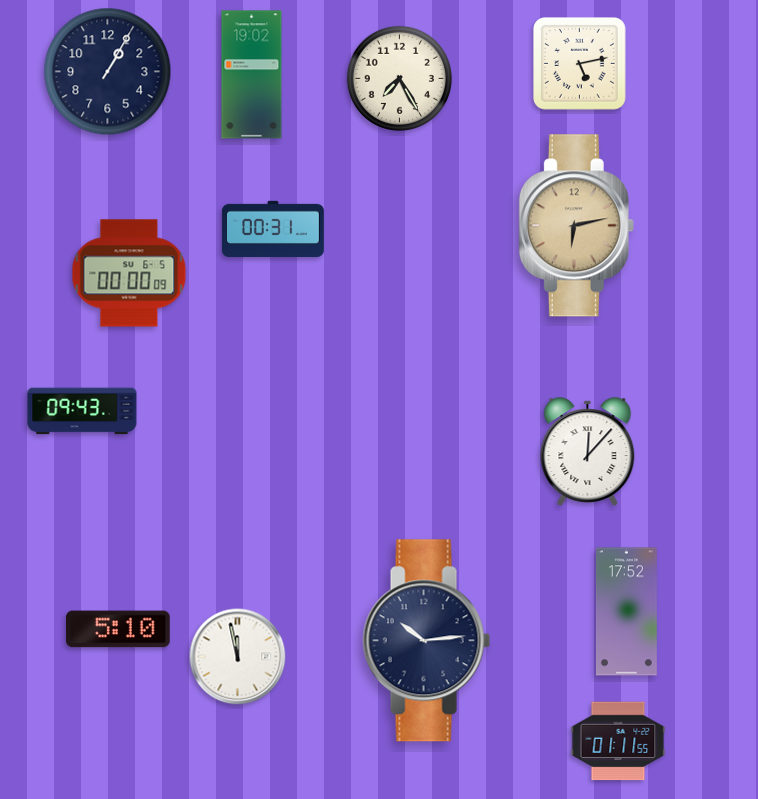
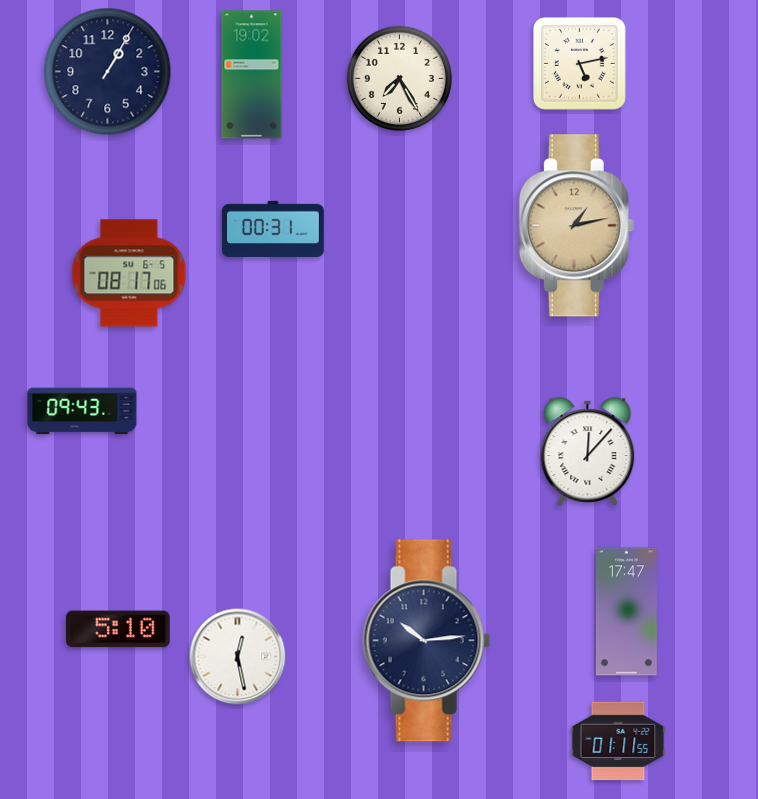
clock at (576, 226): 6:13 -> 1:13
clock at (129, 273): 00:00 -> 08:17
clock at (626, 612): 17:52 -> 17:47
clock at (238, 657): 11:58 -> 12:28
